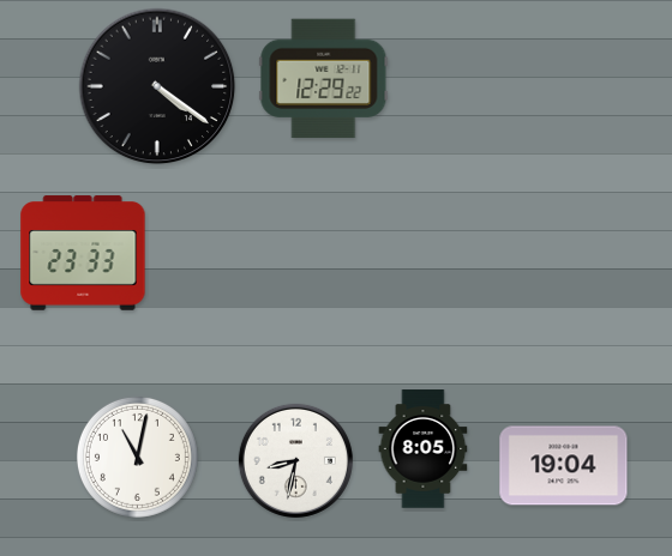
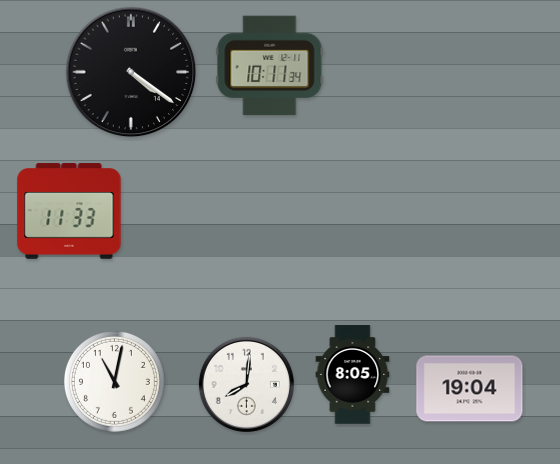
clock at (324, 79): 12:29 -> 10:11
clock at (83, 253): 23:33 -> 11:33
clock at (295, 460): 8:32 -> 8:01
